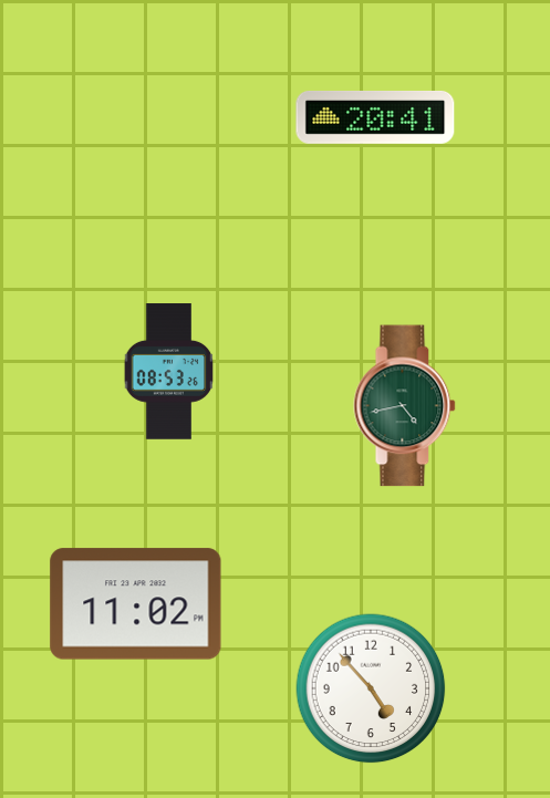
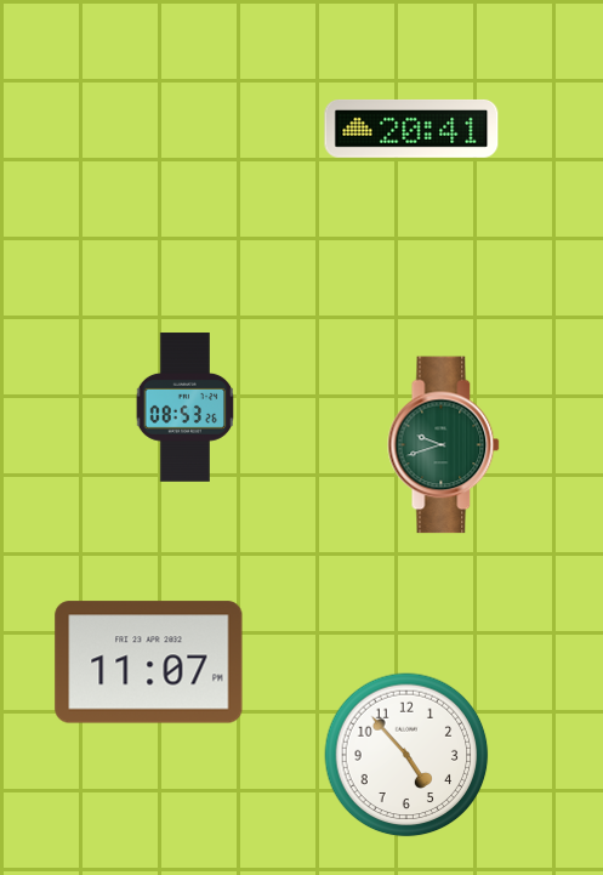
clock at (405, 406): 4:43 -> 9:42
clock at (136, 604): 11:02 -> 11:07
